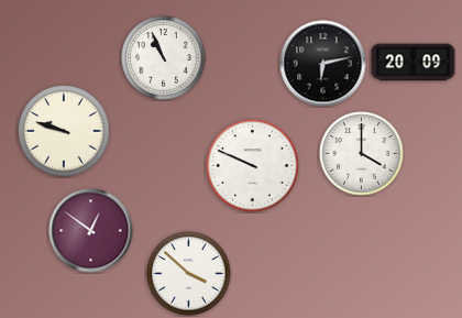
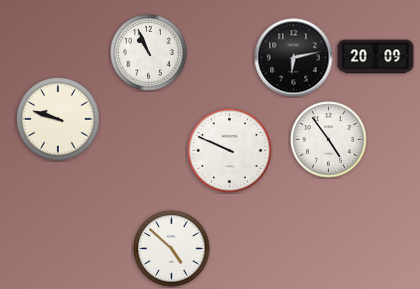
clock at (362, 154): 4:00 -> 4:54
clock at (91, 231): 12:51 -> none
clock at (189, 274): 3:52 -> 4:52
